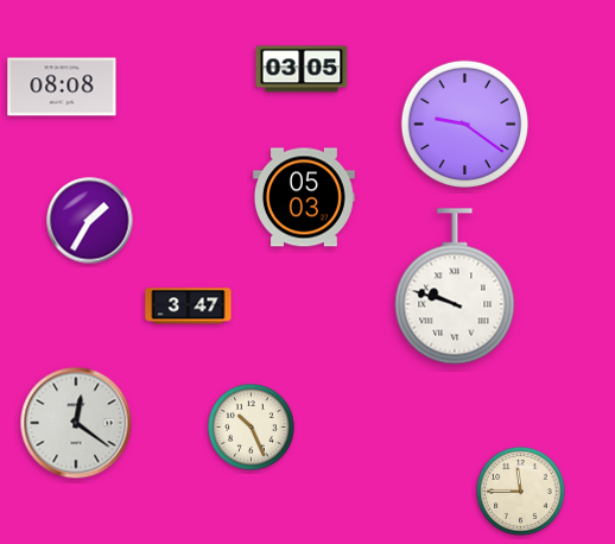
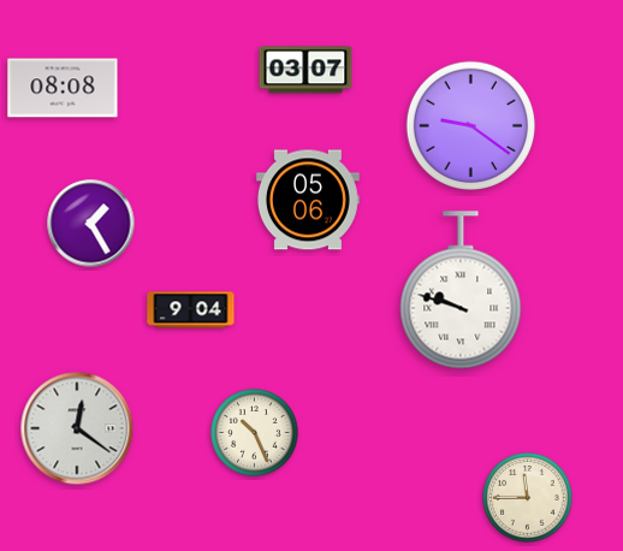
clock at (302, 69): 03:05 -> 03:07
clock at (305, 197): 05:03 -> 05:06
clock at (90, 221): 1:35 -> 1:25
clock at (189, 306): 3:47 -> 9:04
